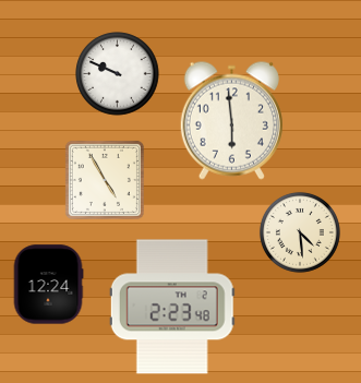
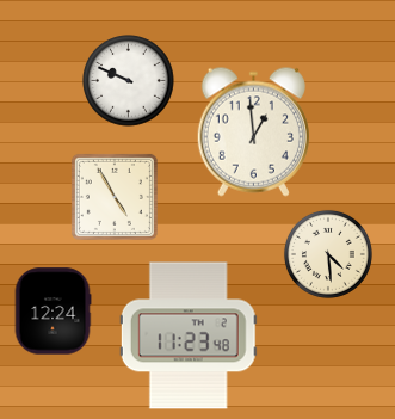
clock at (231, 120): 5:59 -> 12:59
clock at (172, 307): 2:23 -> 11:23
